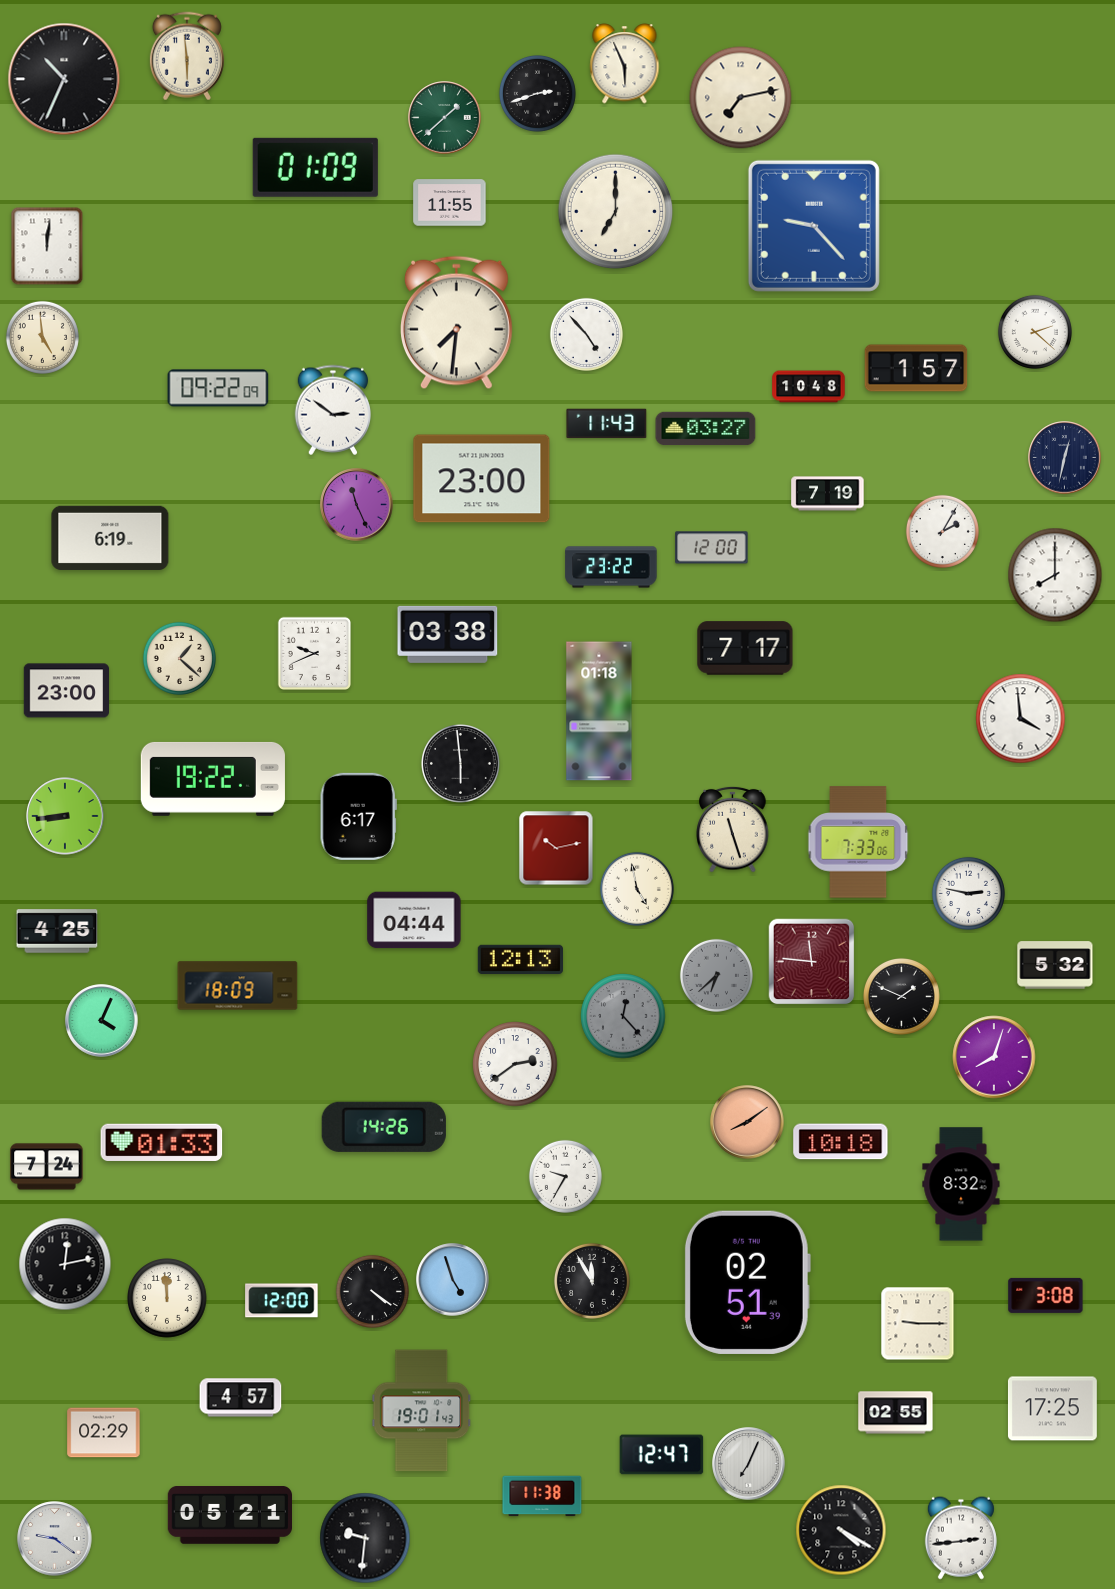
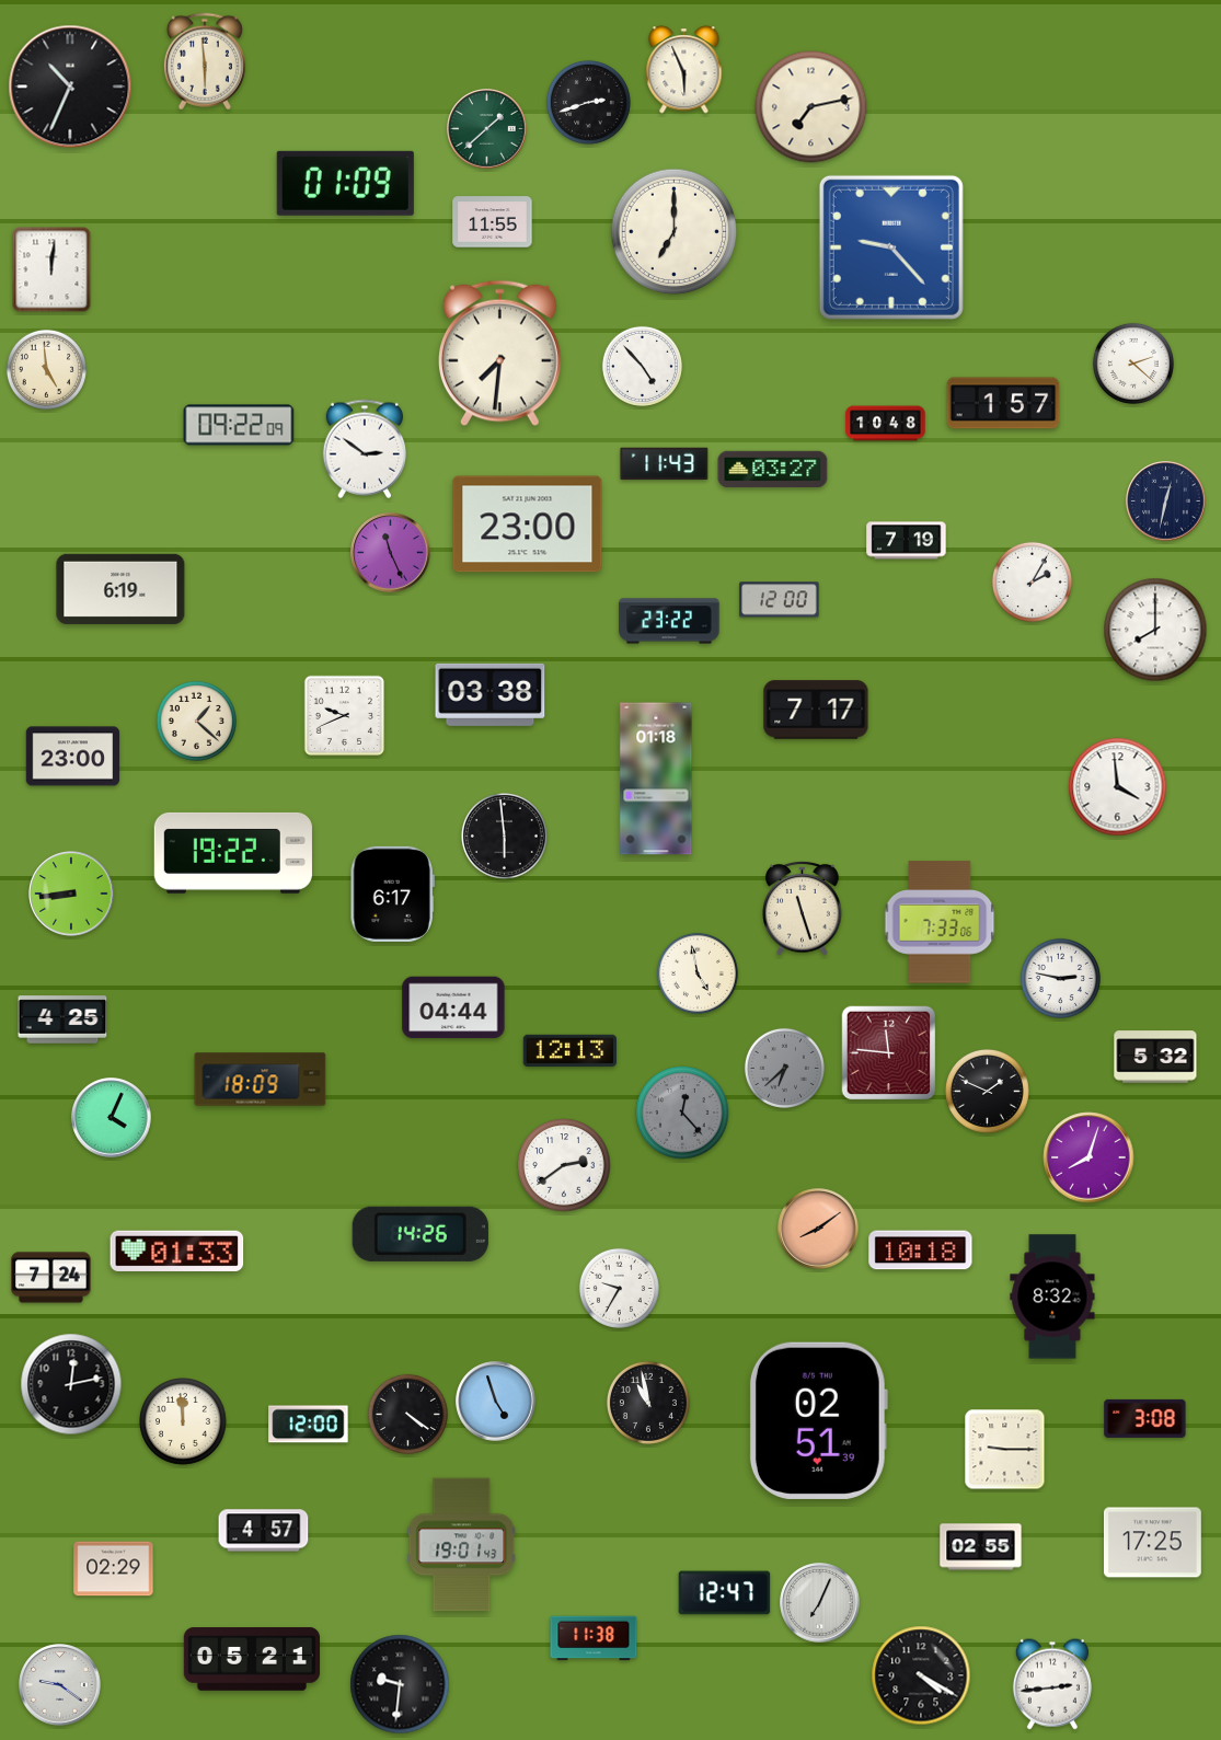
clock at (556, 848): 10:13 -> none
clock at (592, 1281): 11:55 -> 10:58
clock at (747, 1282) position: (747, 1282) -> (818, 1420)
